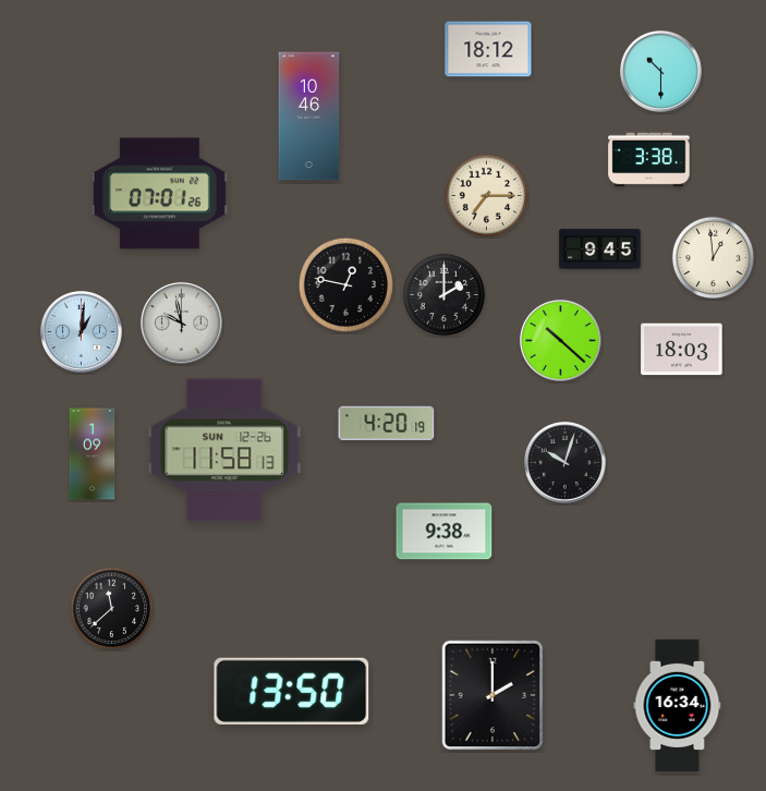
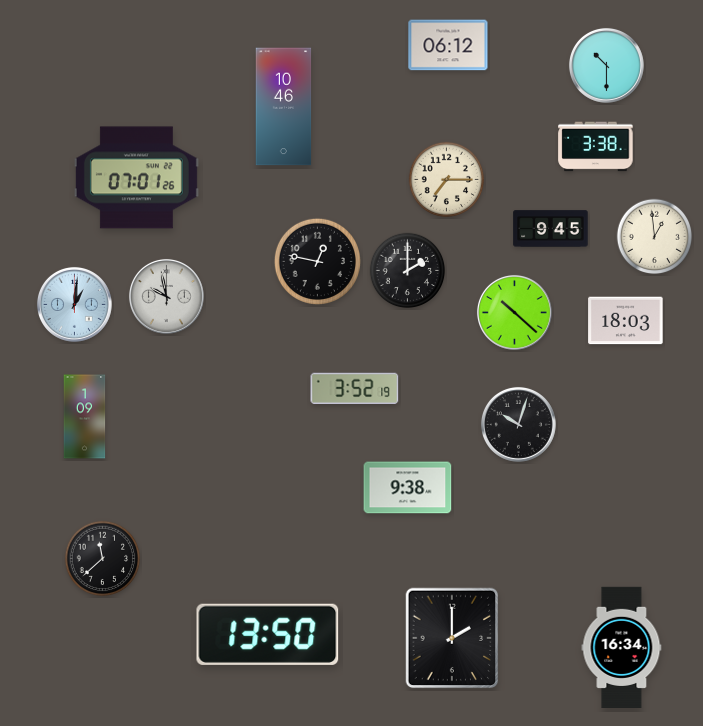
clock at (488, 49): 18:12 -> 06:12
clock at (159, 194) position: (159, 194) -> (136, 178)
clock at (387, 423): 4:20 -> 3:52
clock at (224, 450): 11:58 -> none
